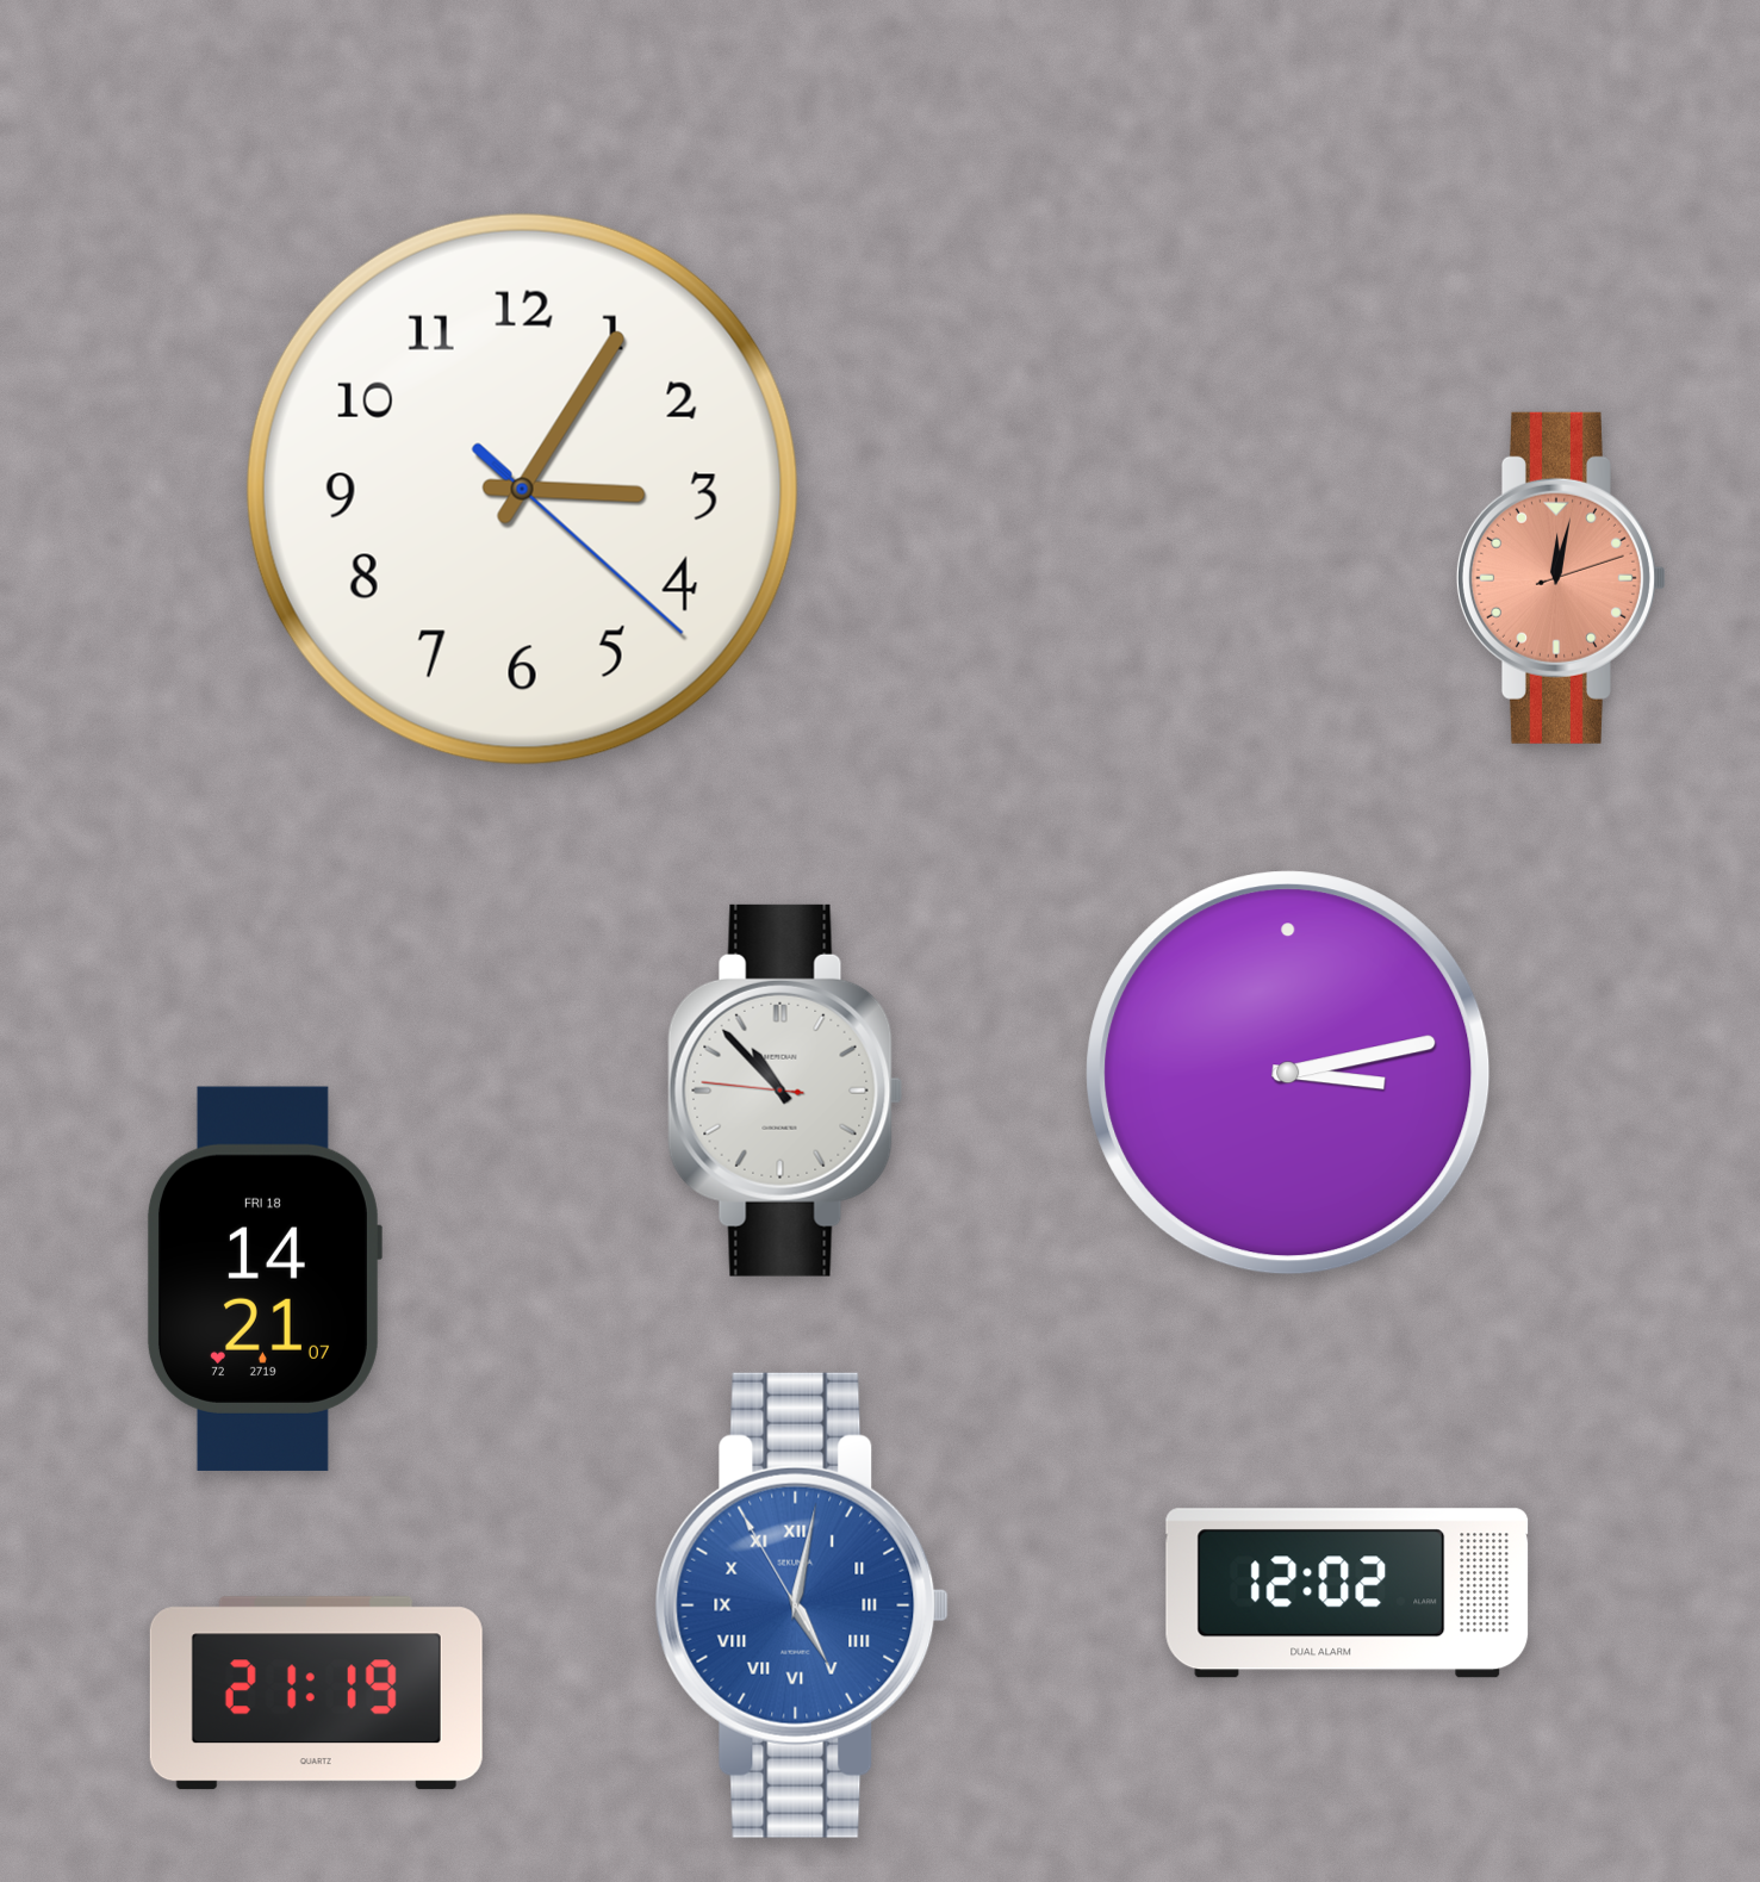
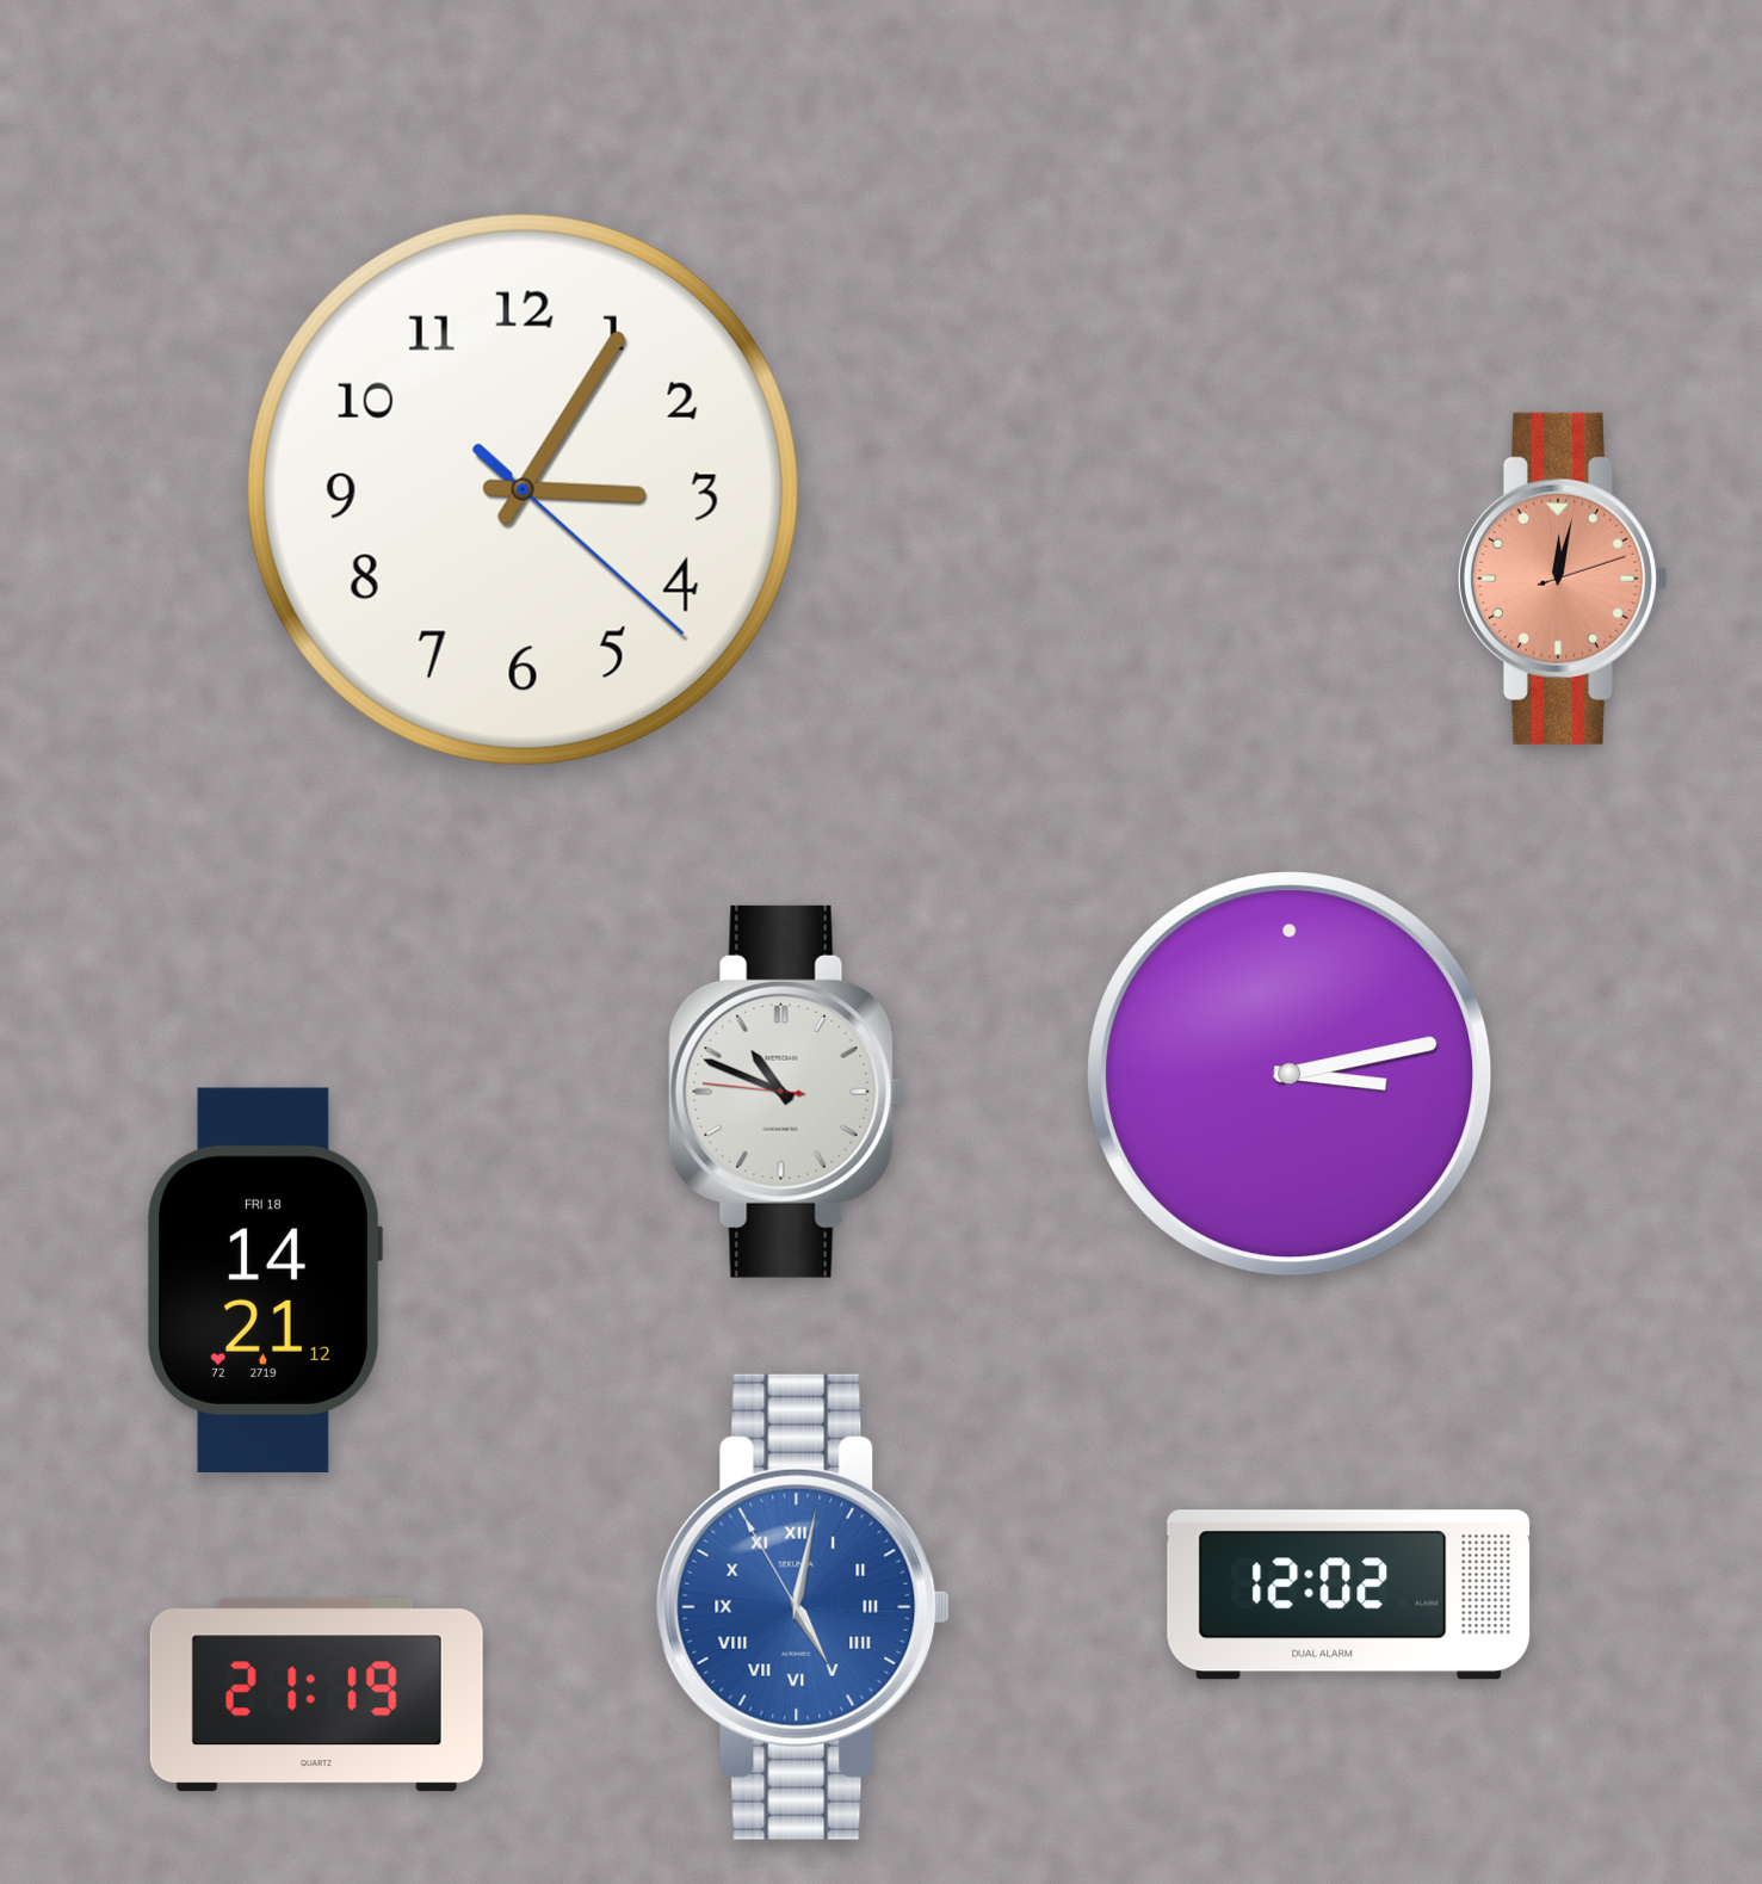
clock at (785, 1091): 10:52 -> 10:48
clock at (263, 1279): 14:21:07 -> 14:21:12
